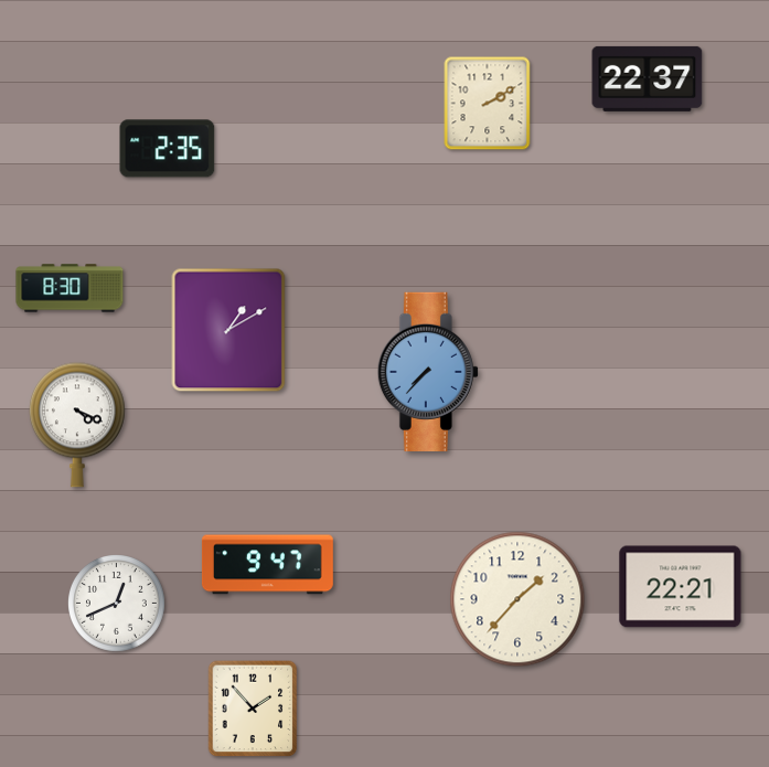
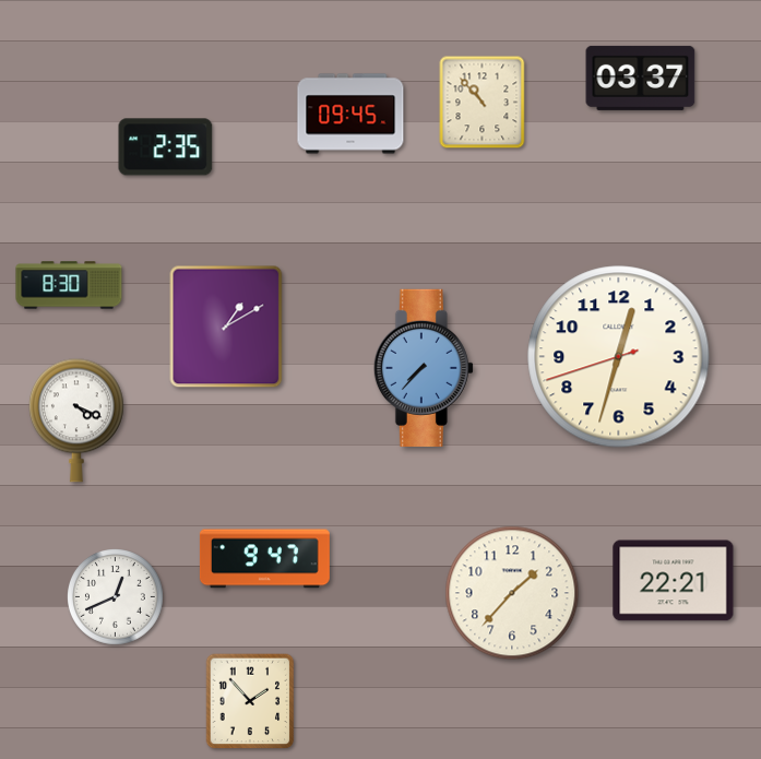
clock at (648, 78): 22:37 -> 03:37
clock at (488, 104): 2:10 -> 10:53
clock at (350, 114): none -> 09:45
clock at (619, 357): none -> 12:32
